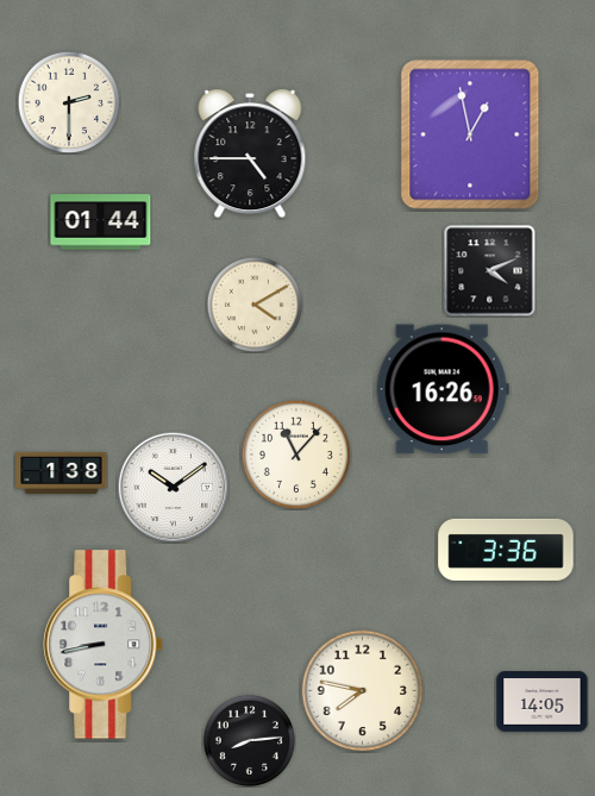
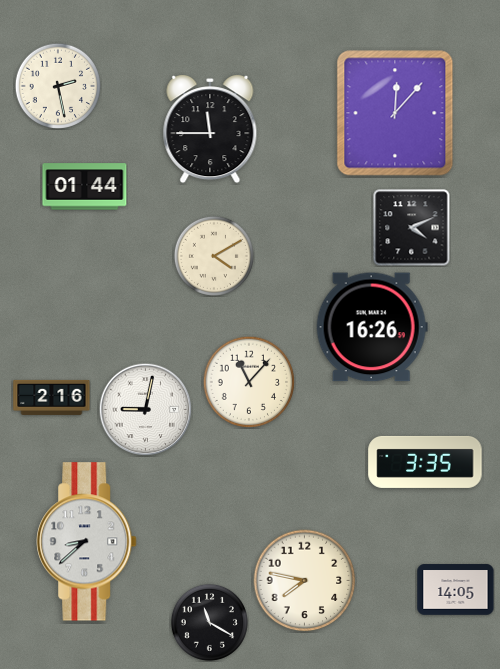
clock at (68, 101): 2:30 -> 2:28
clock at (470, 134): 12:58 -> 12:07
clock at (250, 153): 4:45 -> 11:45
clock at (62, 472): 1:38 -> 2:16
clock at (173, 487): 10:09 -> 9:02
clock at (506, 550): 3:36 -> 3:35
clock at (104, 645): 8:43 -> 8:38
clock at (249, 740): 8:14 -> 11:20
